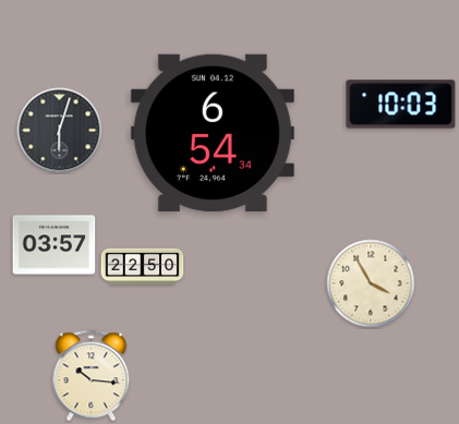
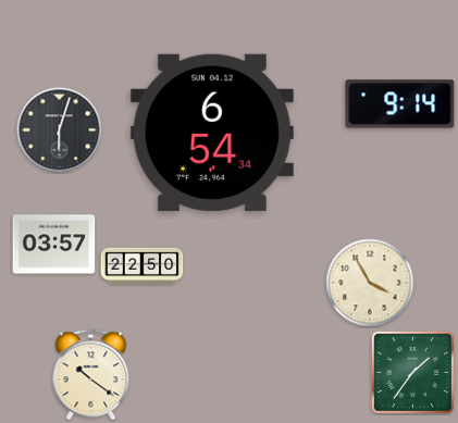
clock at (401, 105): 10:03 -> 9:14
clock at (412, 372): none -> 1:36
clock at (92, 376): 10:16 -> 10:21
